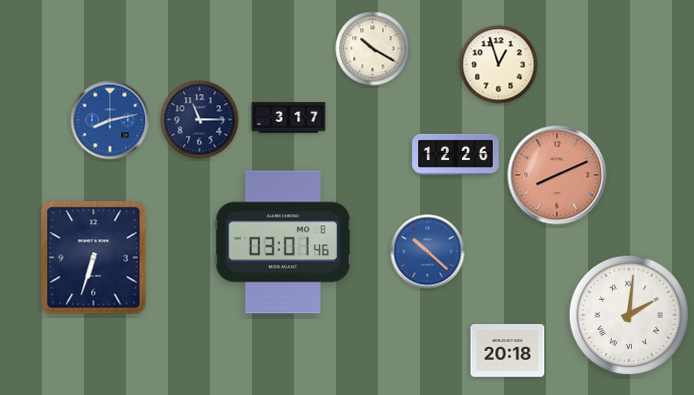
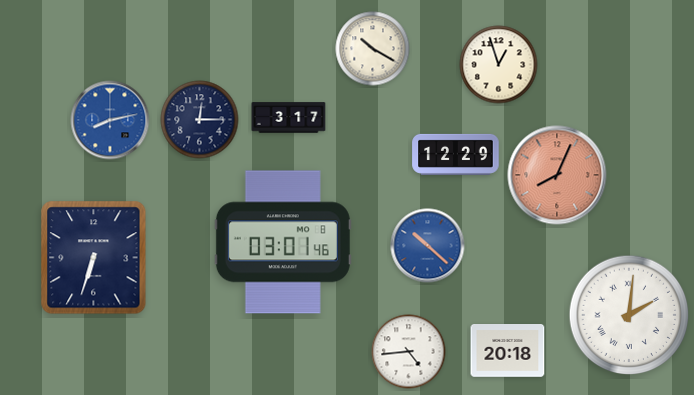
clock at (200, 120): 11:15 -> 12:15
clock at (456, 154): 12:26 -> 12:29
clock at (557, 175): 8:11 -> 8:04
clock at (428, 252) position: (428, 252) -> (428, 246)
clock at (409, 352): none -> 4:44
